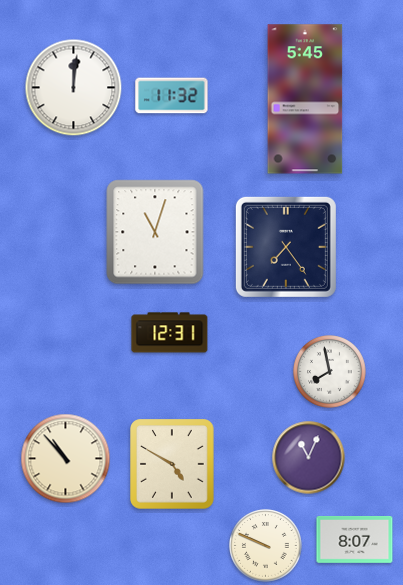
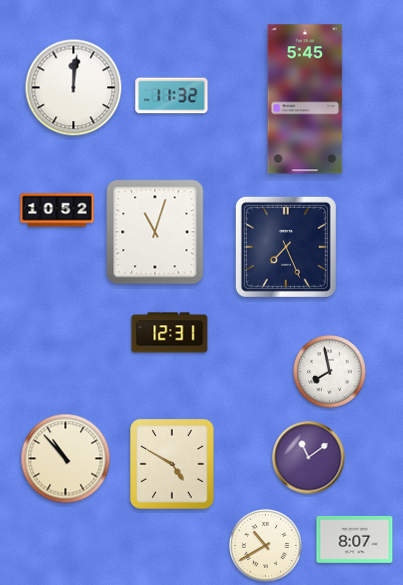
clock at (57, 210): none -> 10:52
clock at (286, 247): 7:24 -> 7:26
clock at (309, 458): 11:04 -> 11:09
clock at (266, 546): 9:49 -> 10:40
